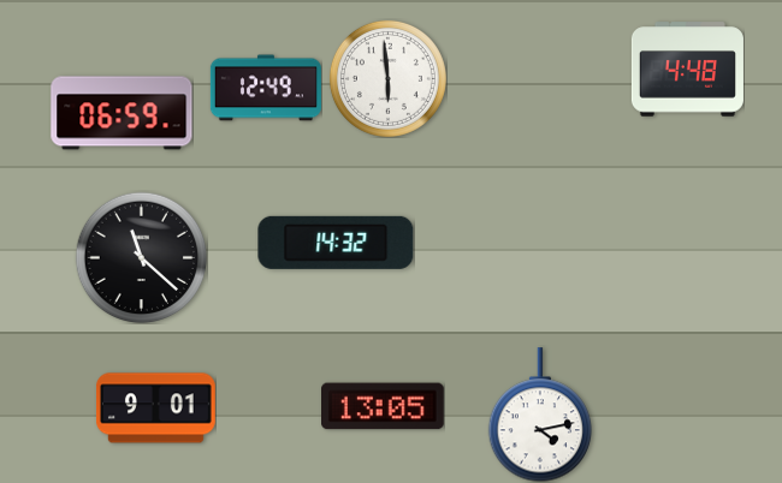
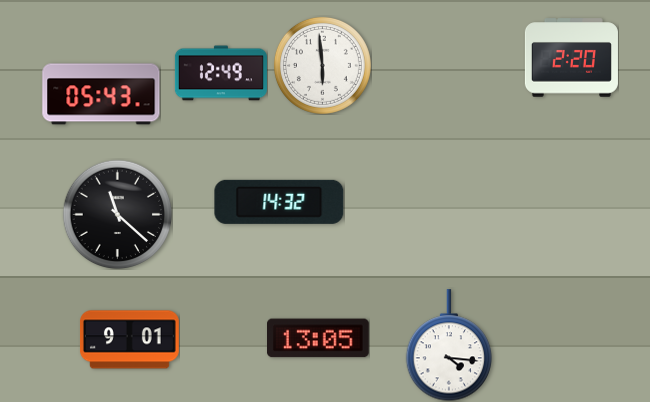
clock at (687, 70): 4:48 -> 2:20
clock at (122, 113): 06:59 -> 05:43
clock at (540, 415): 4:13 -> 4:16
